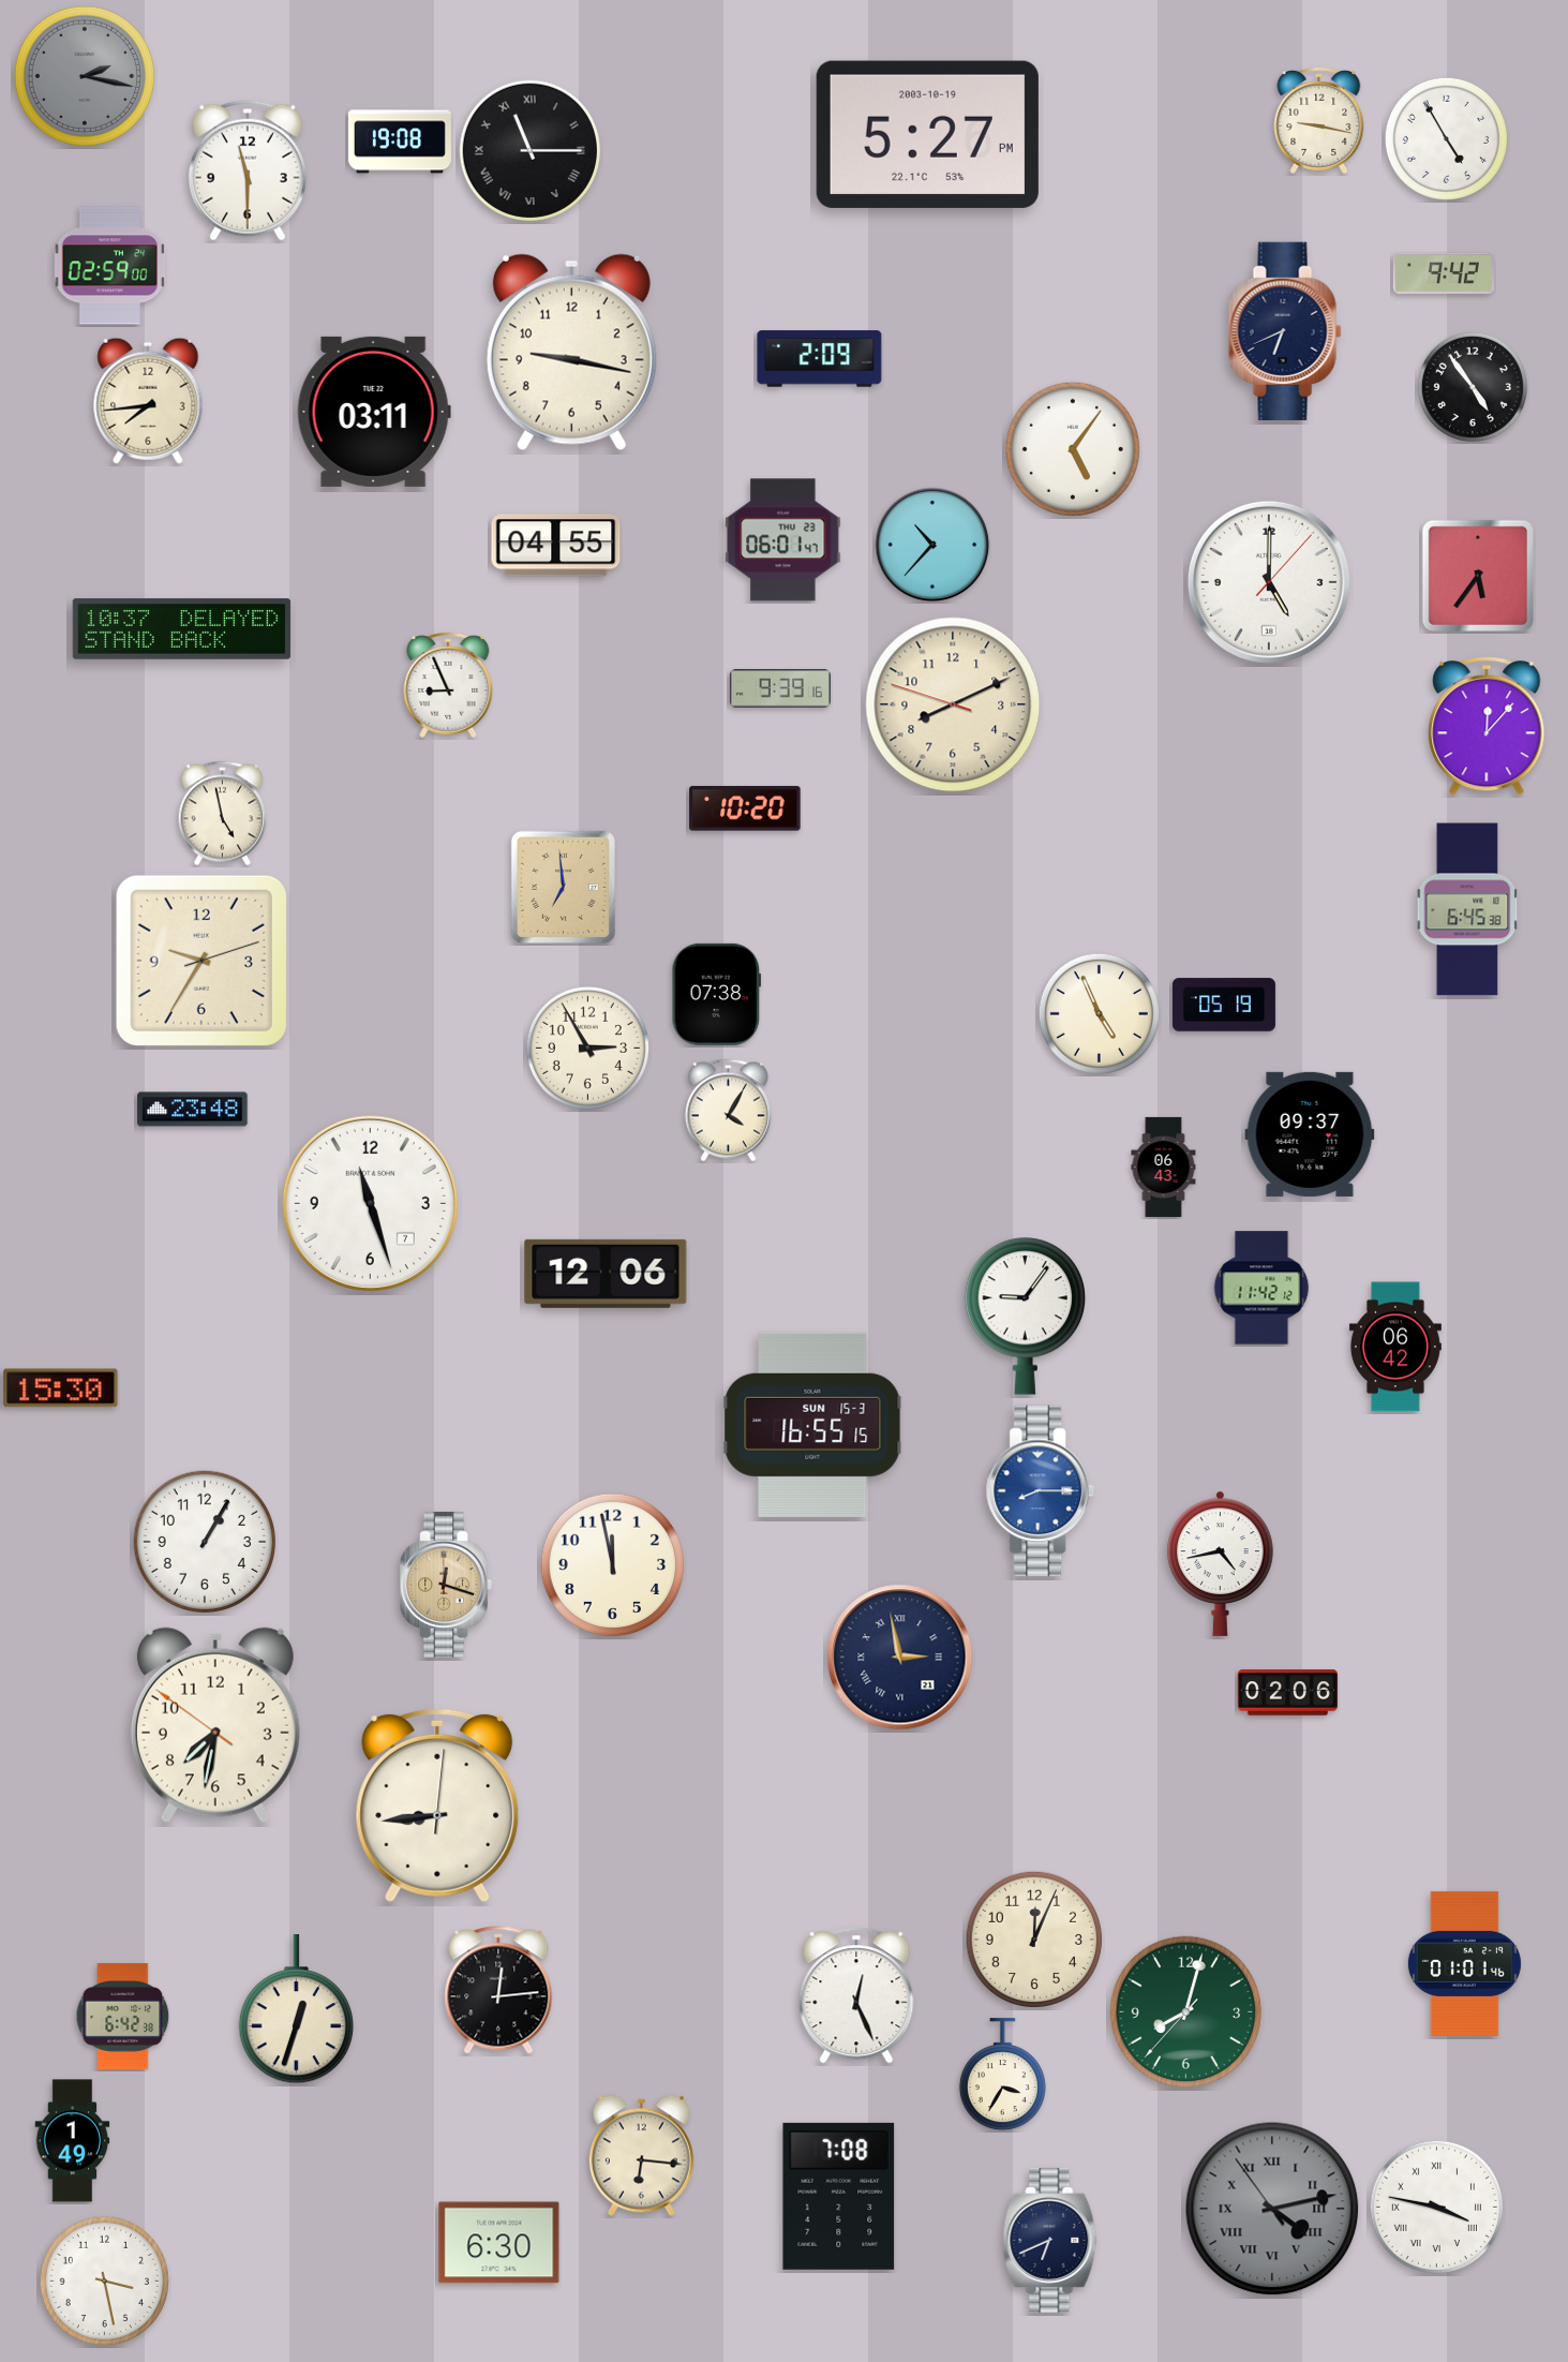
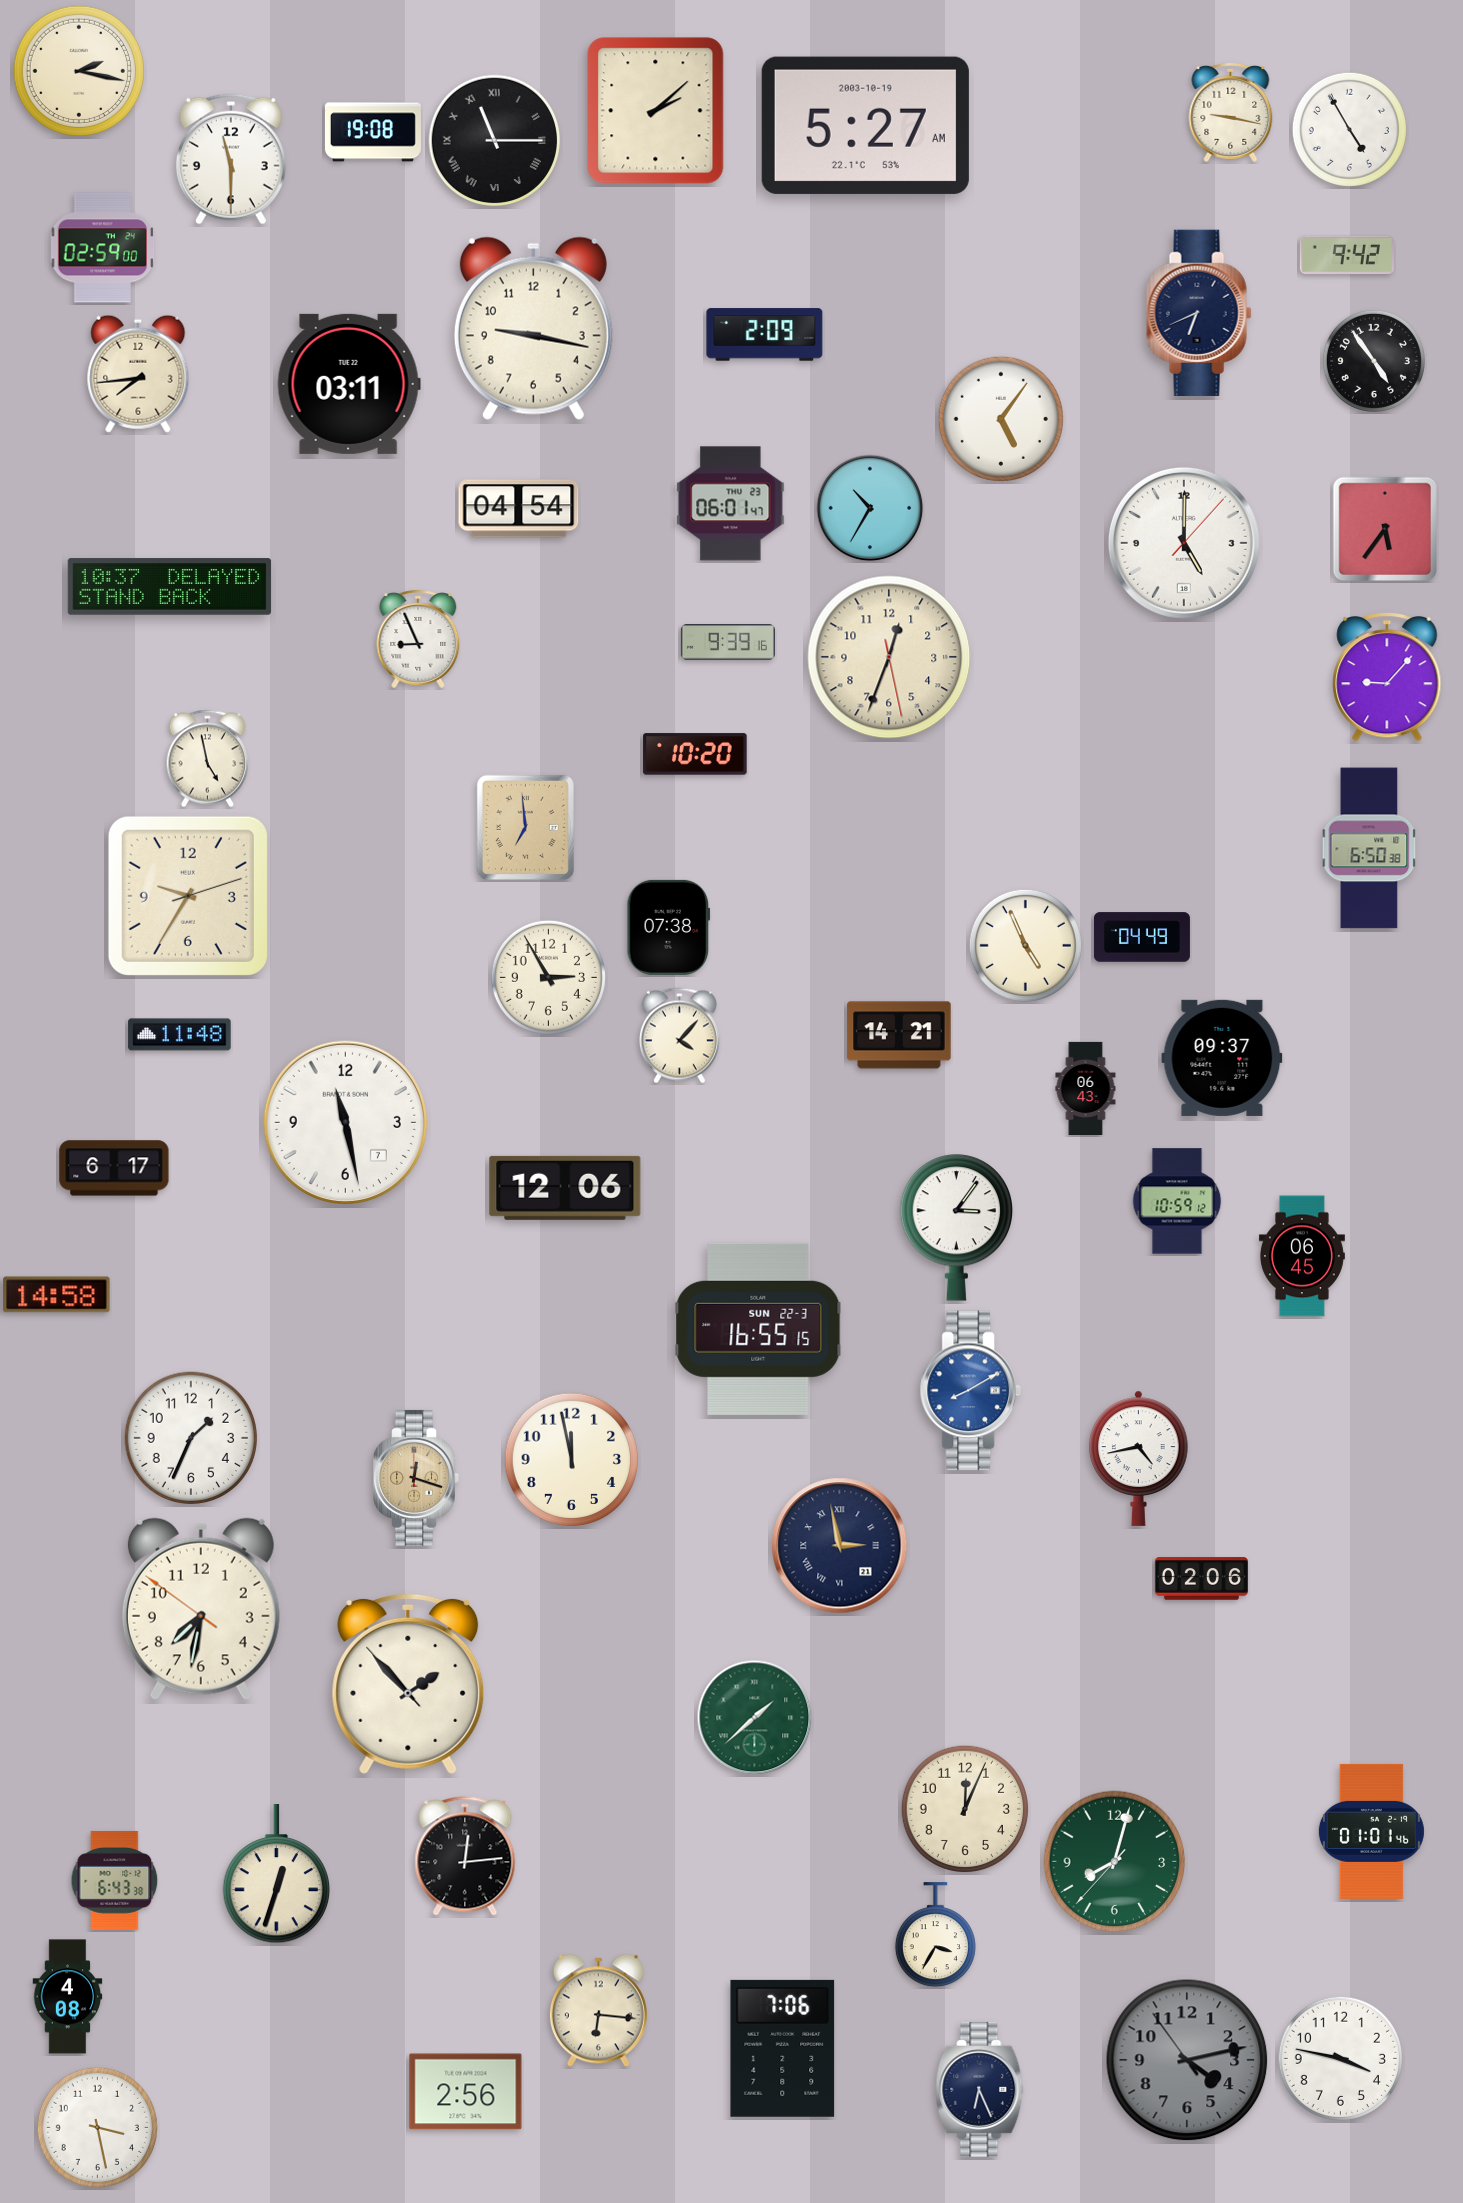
clock at (84, 75) dial: grey -> cream
clock at (656, 111): none -> 2:08
clock at (927, 134): 5:27 PM -> 5:27 AM
clock at (1285, 330) position: (1285, 330) -> (1199, 312)
clock at (932, 545): 10:37 -> 10:35
clock at (556, 546): 04:55 -> 04:54
clock at (1478, 576) position: (1478, 576) -> (1385, 529)
clock at (953, 704): 8:10 -> 12:33
clock at (1487, 727): 12:07 -> 9:07
clock at (1467, 909): 6:45 -> 6:50
clock at (1224, 1005): 05:19 -> 04:49
clock at (193, 1110): 23:48 -> 11:48
clock at (899, 1035): none -> 14:21
clock at (728, 1111): 4:05 -> 4:07
clock at (370, 1203): 11:27 -> 11:28
clock at (114, 1168): none -> 6:17
clock at (1261, 1288): 11:42 -> 10:59
clock at (1025, 1317): 9:06 -> 3:06
clock at (1395, 1347): 06:42 -> 06:45
clock at (61, 1388): 15:30 -> 14:58
clock at (812, 1425) date: SUN 15-3 -> SUN 22-3
clock at (1041, 1491): 8:15 -> 8:10
clock at (204, 1541): 1:05 -> 1:34
clock at (437, 1806): 8:44 -> 1:52
clock at (755, 1718): none -> 1:38
clock at (1464, 1963) position: (1464, 1963) -> (1371, 1831)
clock at (856, 1995): 12:26 -> none
clock at (1186, 2012) position: (1186, 2012) -> (1115, 1862)
clock at (123, 2016): 6:42 -> 6:43
clock at (73, 2141): 1:49 -> 4:08
clock at (839, 2196): 7:08 -> 7:06
clock at (1436, 2207) numerals: Roman -> Arabic
clock at (1272, 2209) numerals: Roman -> Arabic
clock at (1050, 2240): 6:41 -> 6:26
clock at (499, 2243): 6:30 -> 2:56
